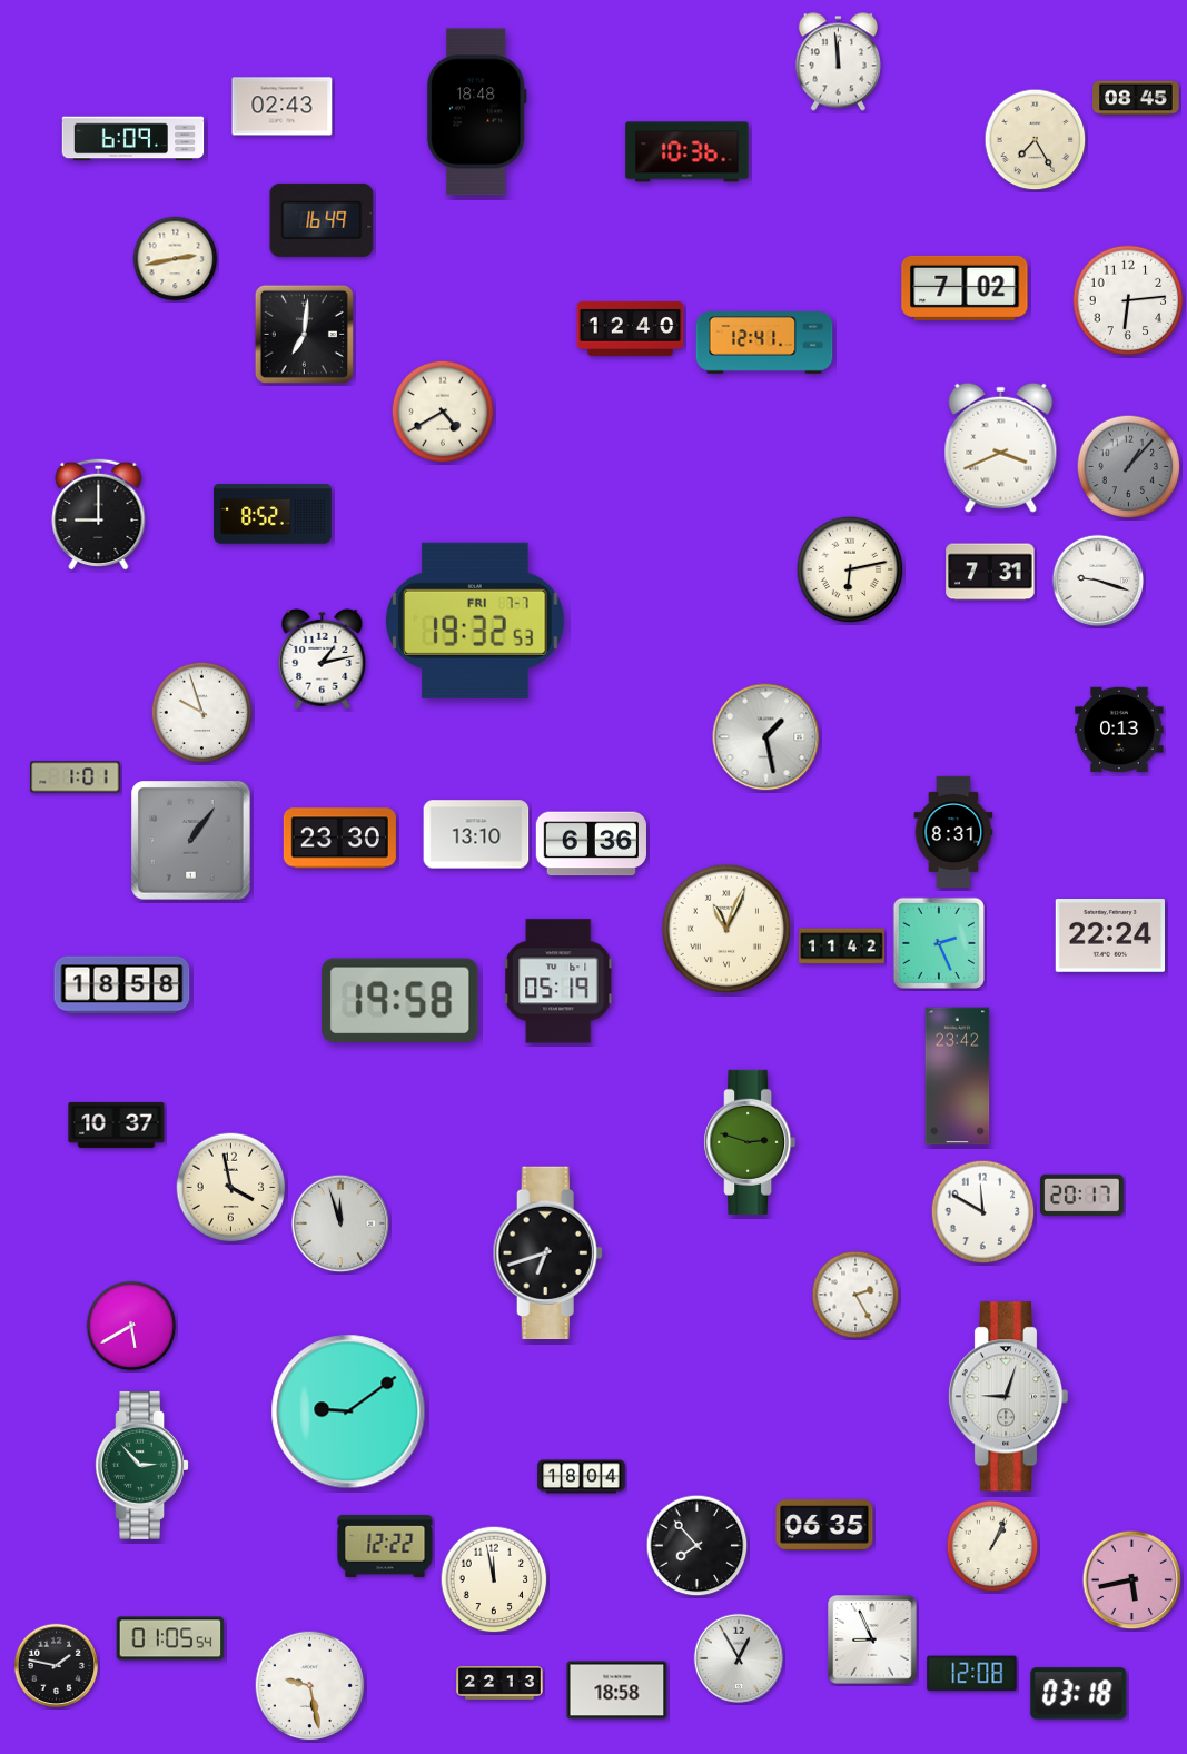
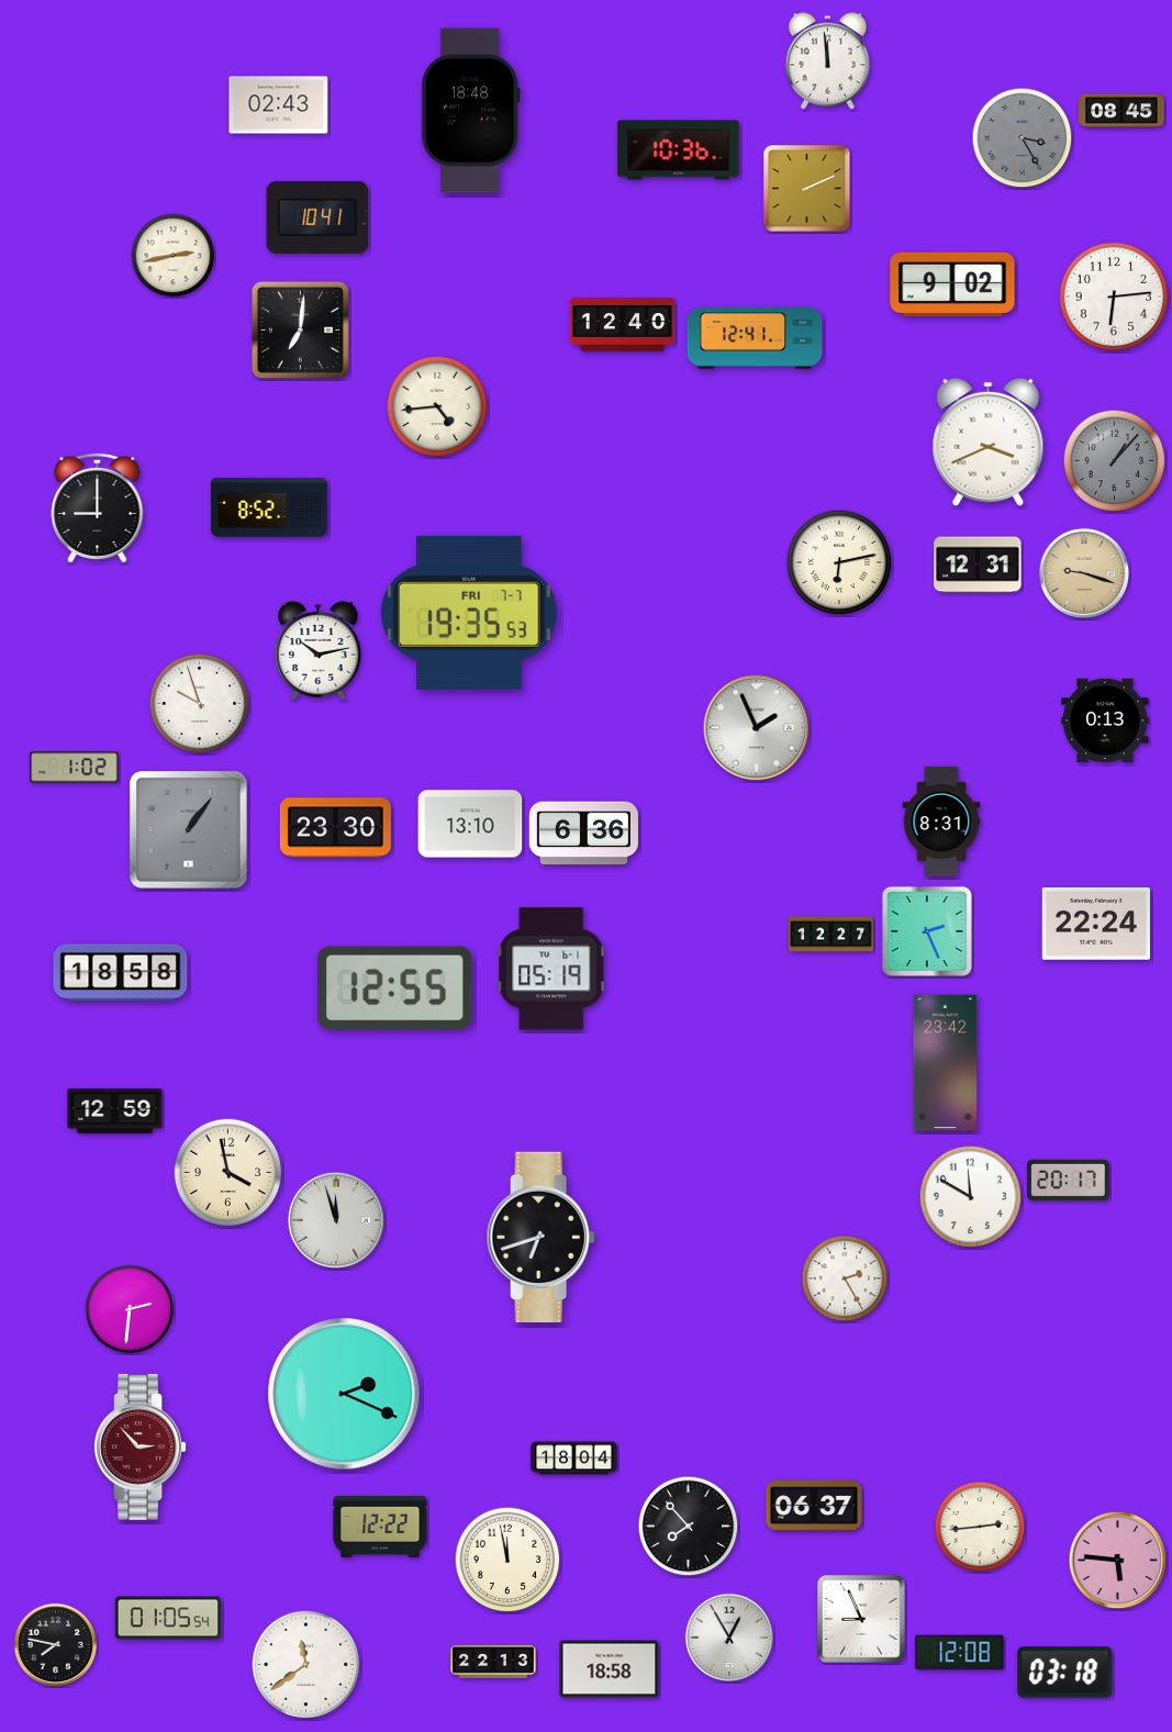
clock at (1136, 98) position: (1136, 98) -> (1121, 111)
clock at (133, 139): 6:09 -> none
clock at (1036, 140): 7:25 -> 3:25
clock at (1036, 140) dial: cream -> grey
clock at (807, 189): none -> 2:11
clock at (322, 220): 16:49 -> 10:41
clock at (965, 288): 7:02 -> 9:02
clock at (443, 412): 4:40 -> 4:44
clock at (990, 572): 7:31 -> 12:31
clock at (1098, 581) dial: white -> champagne
clock at (475, 621): 19:32 -> 19:35
clock at (323, 658): 1:13 -> 10:13
clock at (766, 737): 1:28 -> 1:56
clock at (76, 777): 1:01 -> 1:02
clock at (725, 928): 11:04 -> none
clock at (842, 947): 11:42 -> 12:27
clock at (400, 1000): 19:58 -> 12:55
clock at (117, 1124): 10:37 -> 12:59
clock at (750, 1142): 2:48 -> none
clock at (340, 1223) position: (340, 1223) -> (336, 1220)
clock at (131, 1326): 5:40 -> 2:31
clock at (1008, 1397): 9:03 -> none
clock at (348, 1411): 9:09 -> 2:19
clock at (142, 1465) dial: green -> burgundy
clock at (824, 1525): 06:35 -> 06:37
clock at (992, 1546): 1:04 -> 2:44
clock at (494, 1579) position: (494, 1579) -> (507, 1560)
clock at (1132, 1580): 5:43 -> 5:46
clock at (57, 1666): 1:47 -> 7:47
clock at (310, 1686): 9:28 -> 11:39
